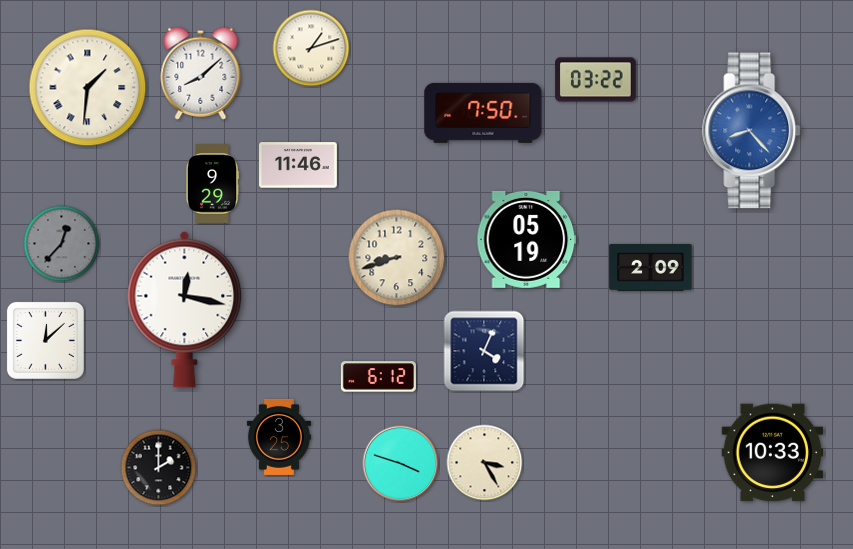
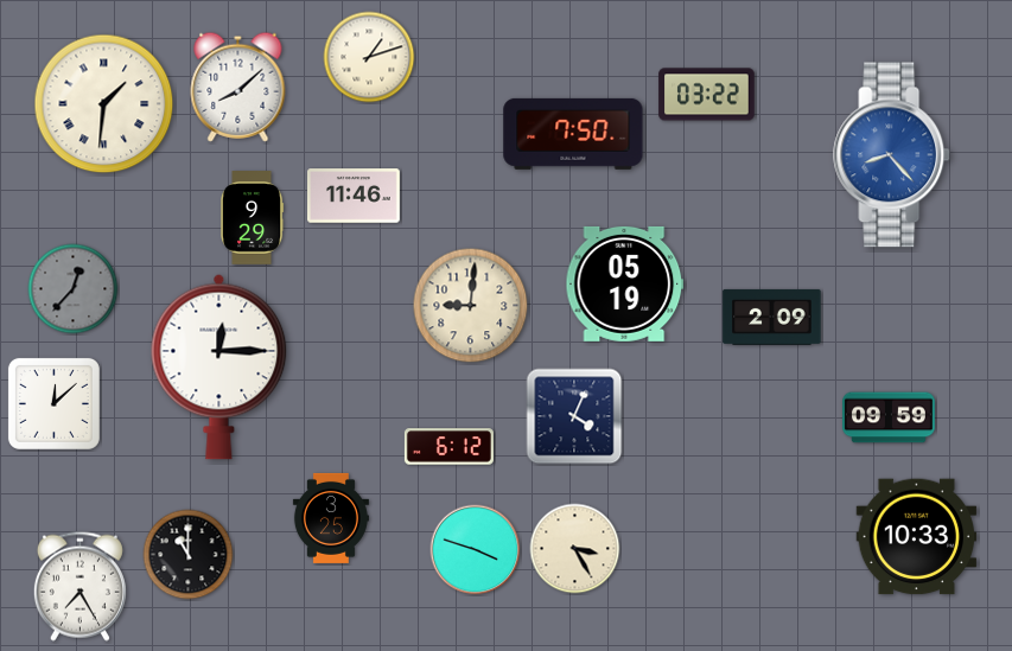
clock at (397, 258): 8:42 -> 9:01
clock at (185, 309): 12:17 -> 12:15
clock at (890, 417): none -> 09:59
clock at (159, 468): 2:00 -> 11:00
clock at (79, 586): none -> 7:25
